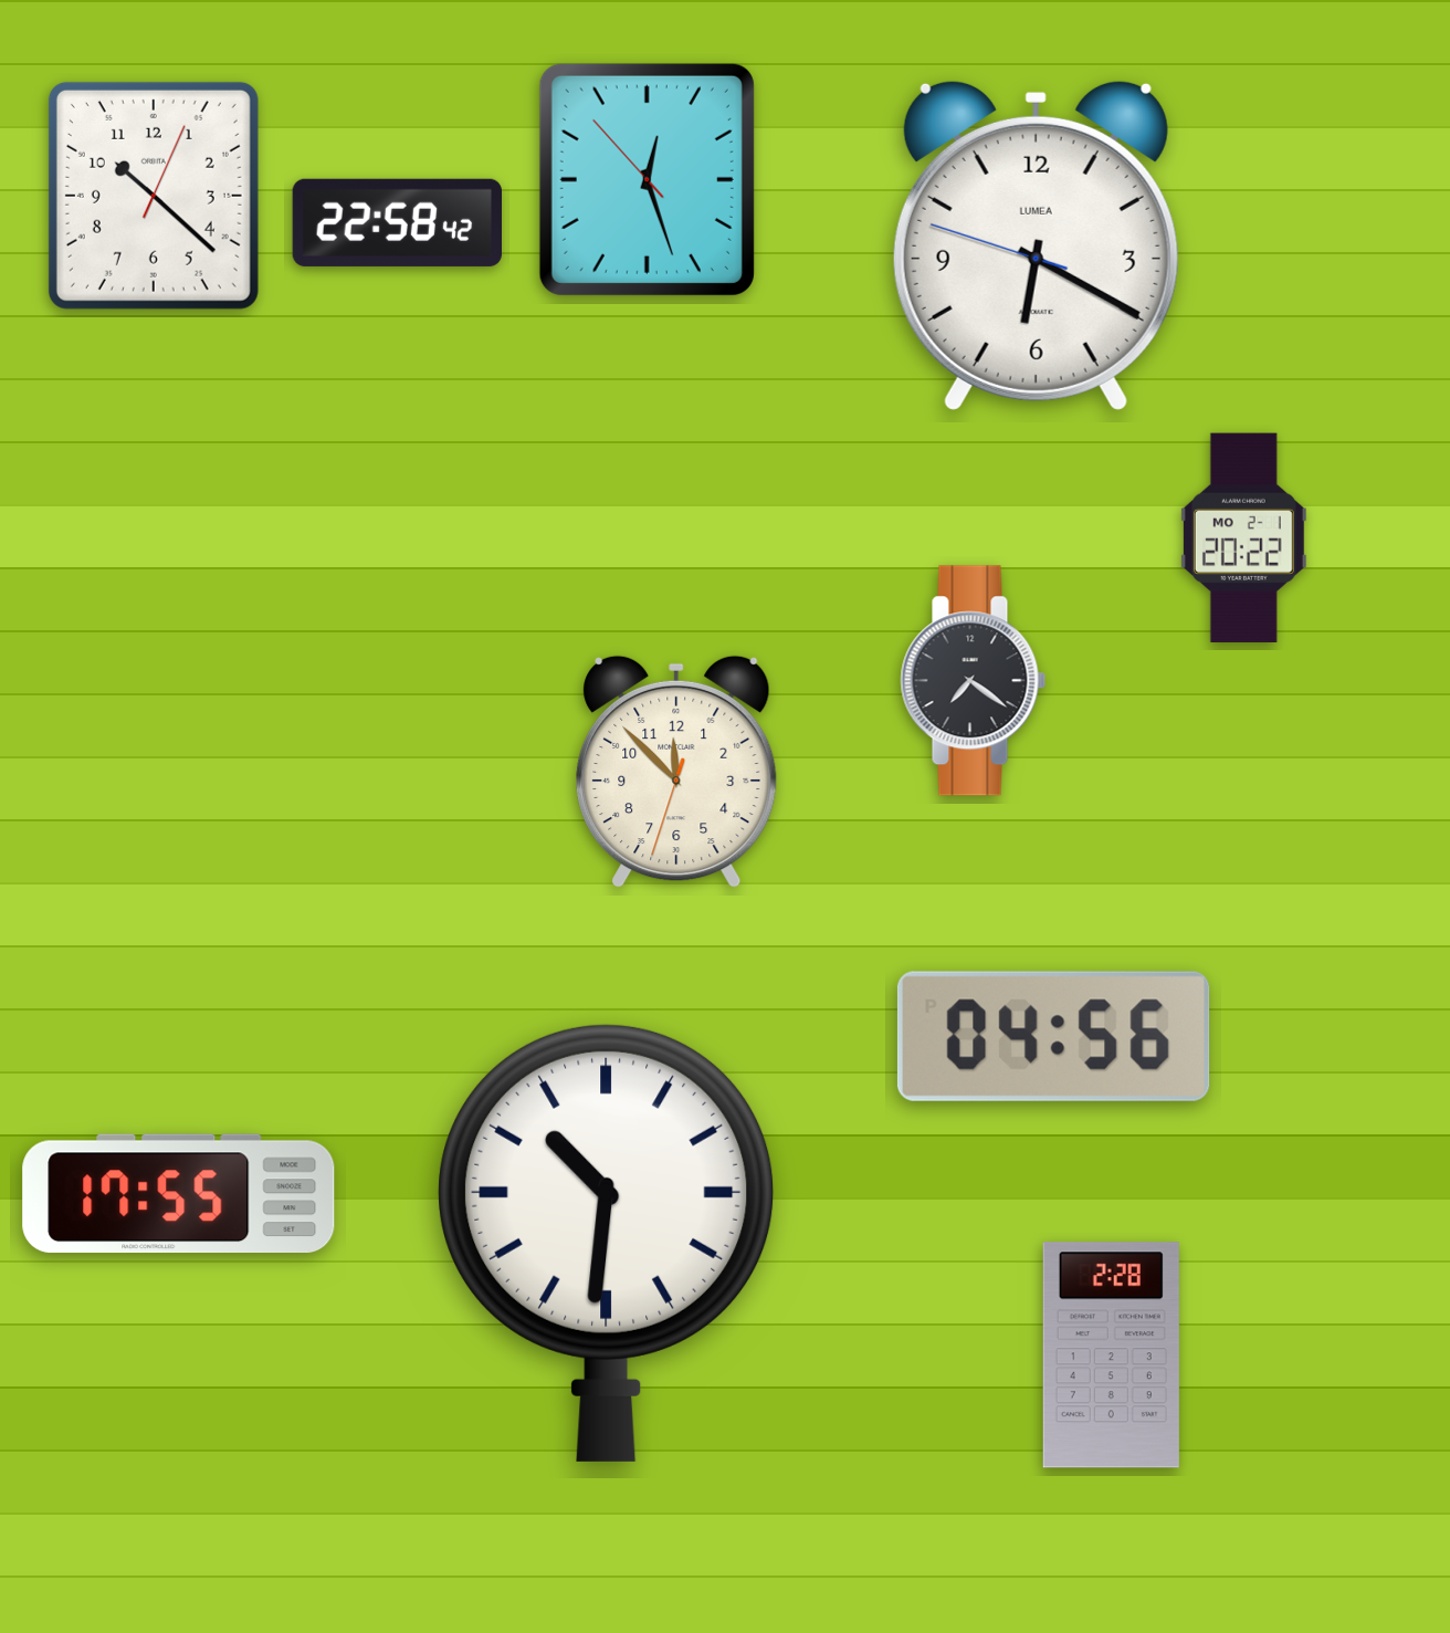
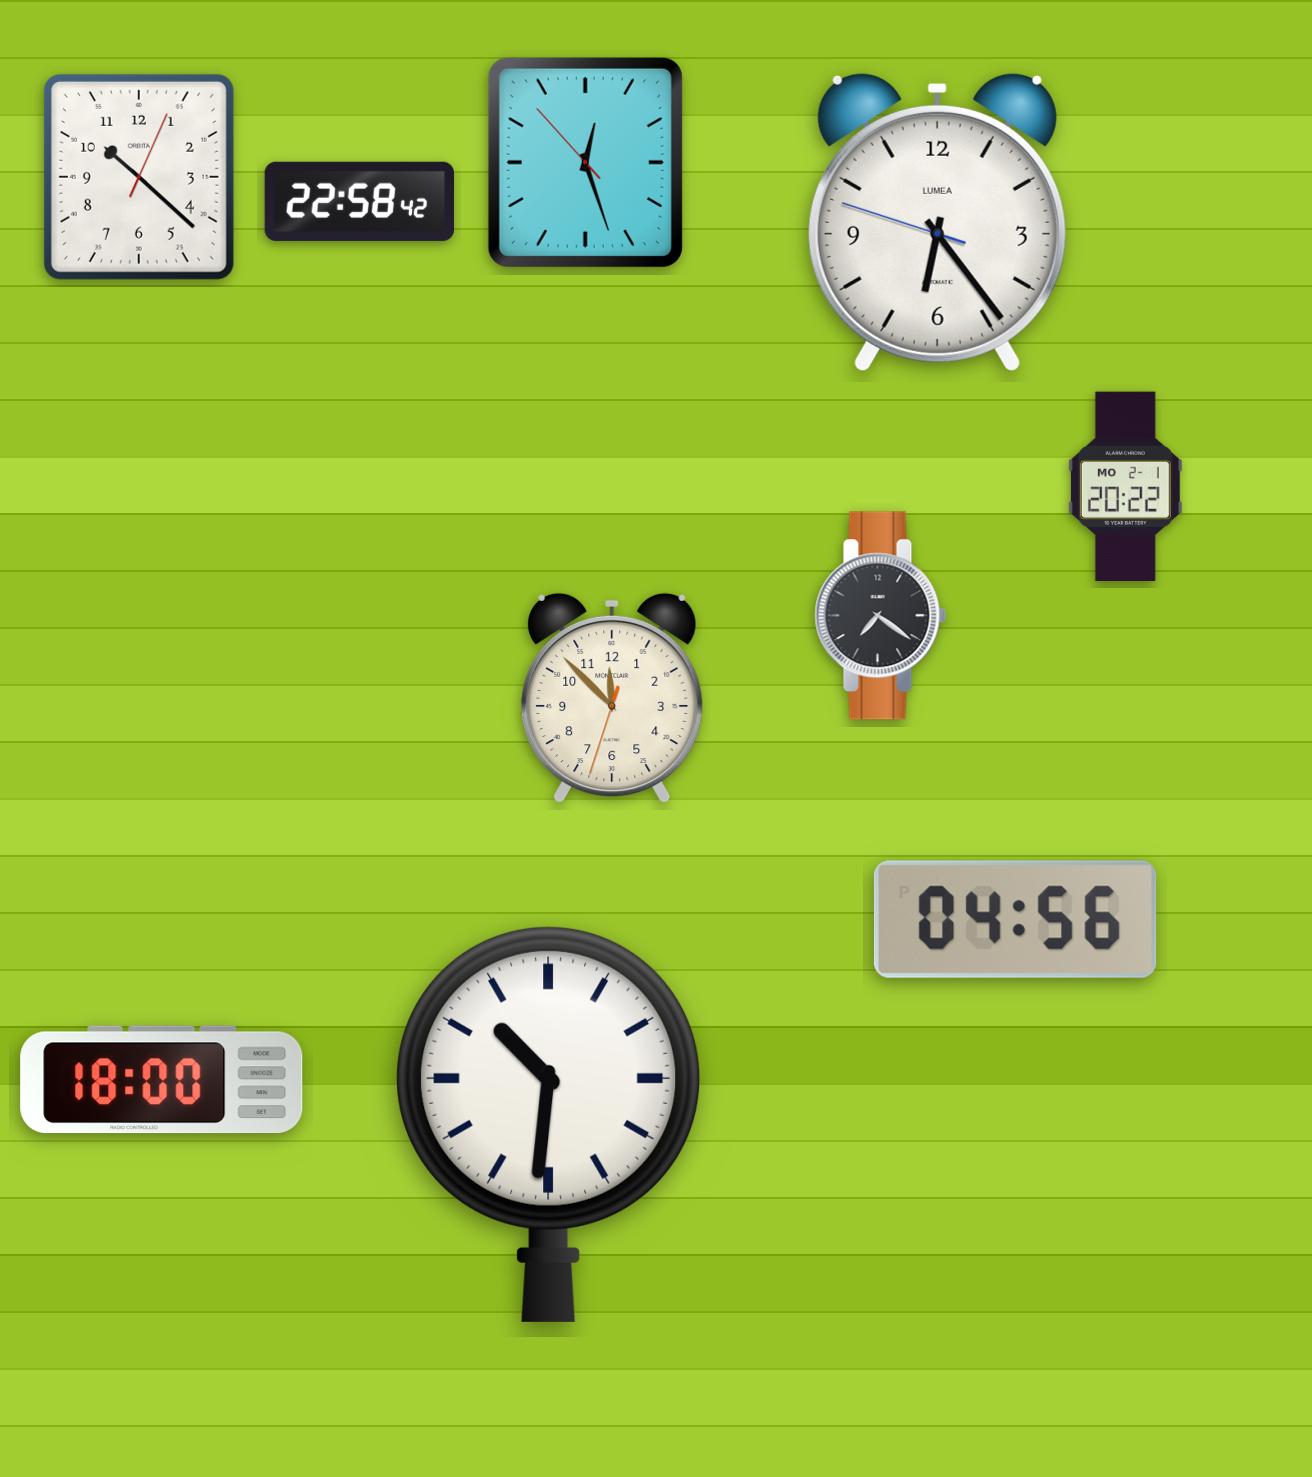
clock at (1036, 245): 6:19 -> 6:23
clock at (1053, 1036) position: (1053, 1036) -> (1015, 919)
clock at (179, 1194): 17:55 -> 18:00
clock at (1111, 1355): 2:28 -> none
